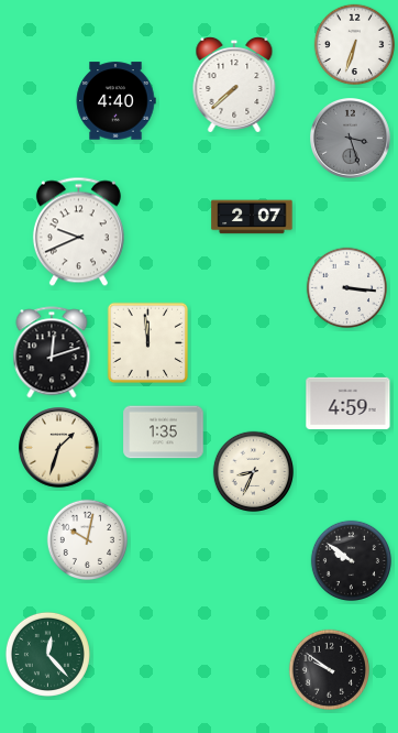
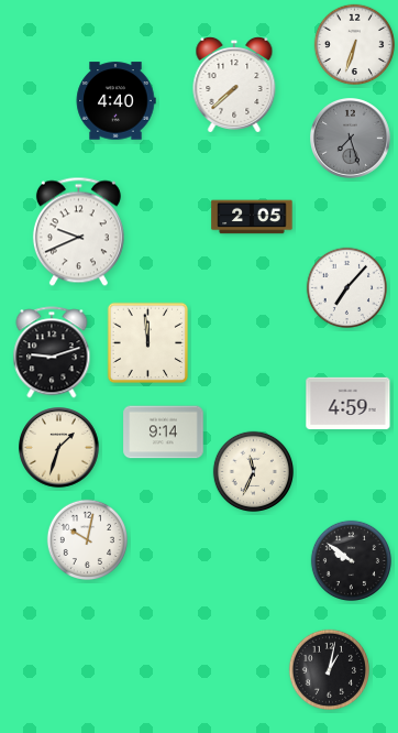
clock at (351, 139): 3:27 -> 7:27
clock at (252, 217): 2:07 -> 2:05
clock at (346, 287): 3:16 -> 7:07
clock at (52, 352): 12:12 -> 9:12
clock at (164, 433): 1:35 -> 9:14
clock at (253, 471): 8:34 -> 11:34
clock at (47, 654): 12:23 -> none
clock at (329, 669): 9:51 -> 1:02
